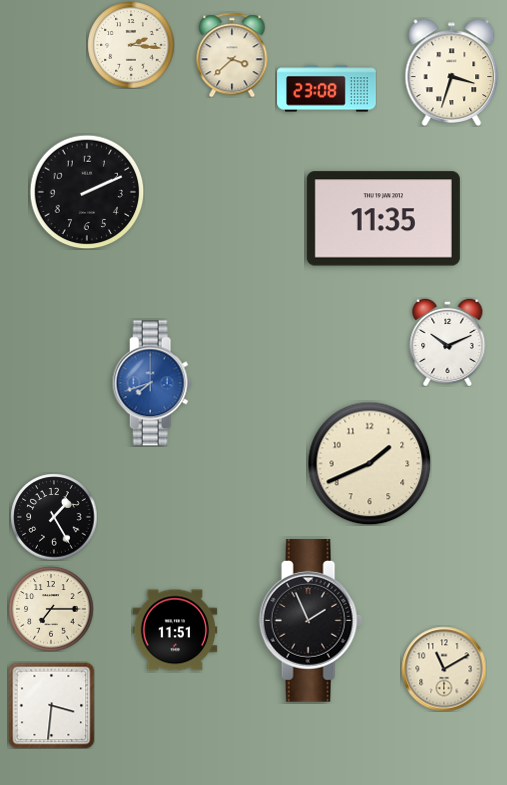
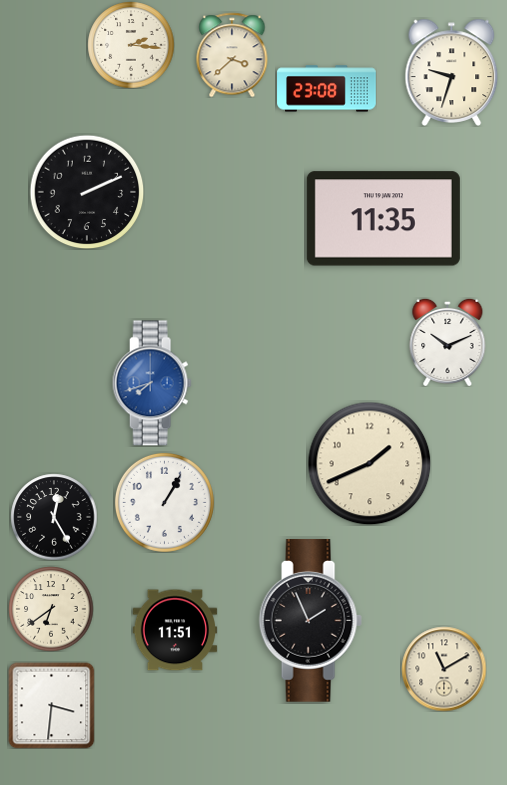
clock at (452, 72): 3:33 -> 9:33
clock at (164, 502): none -> 1:05
clock at (54, 517): 1:25 -> 12:25
clock at (51, 609): 7:15 -> 6:39
